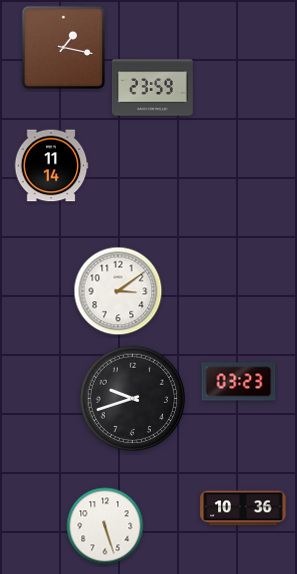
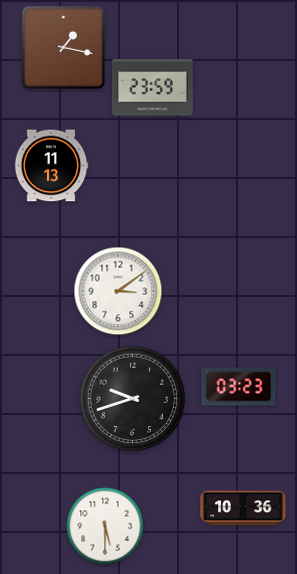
clock at (51, 166): 11:14 -> 11:13
clock at (239, 382) position: (239, 382) -> (239, 387)
clock at (105, 526): 5:27 -> 5:30
